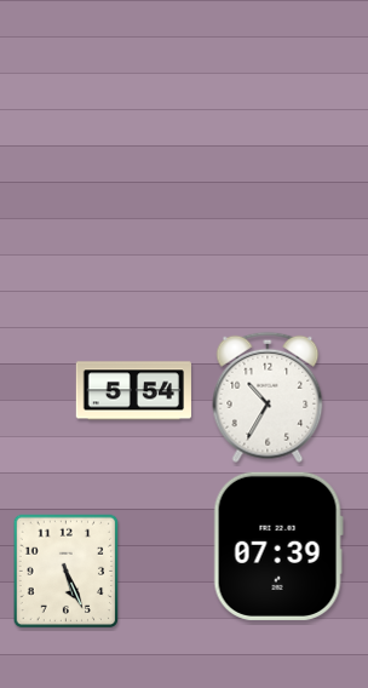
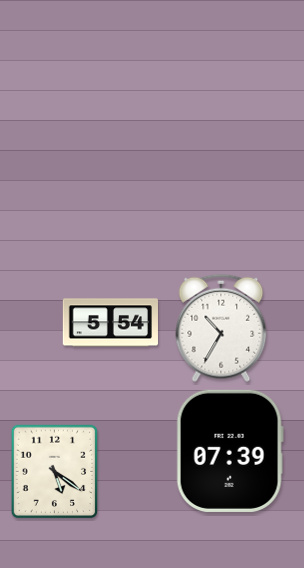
clock at (67, 572): 5:26 -> 5:21
